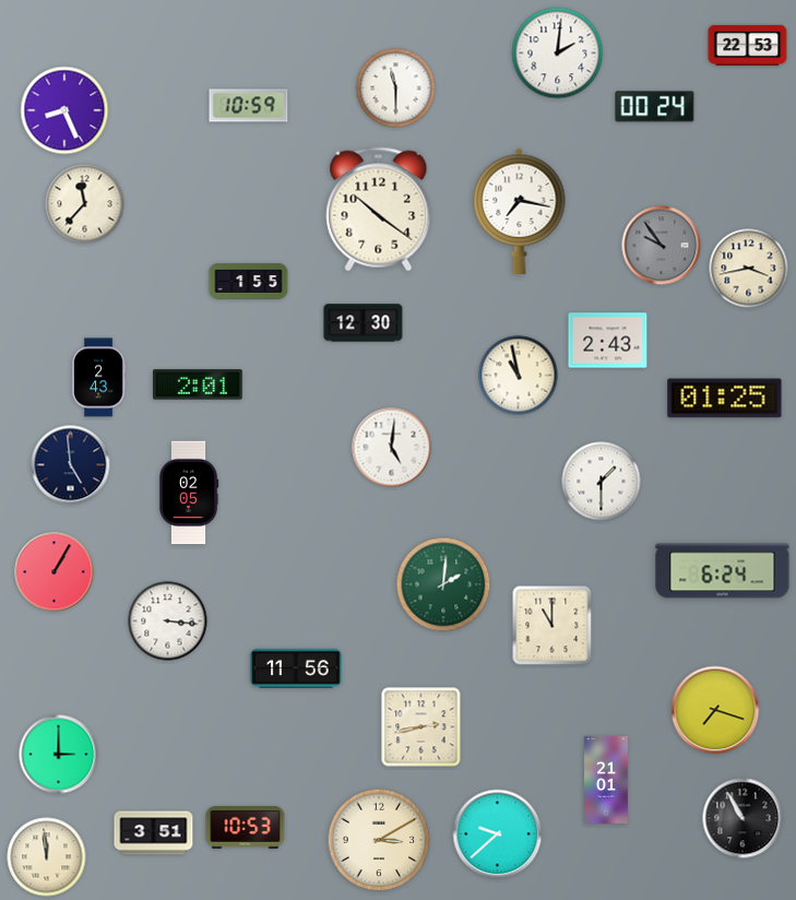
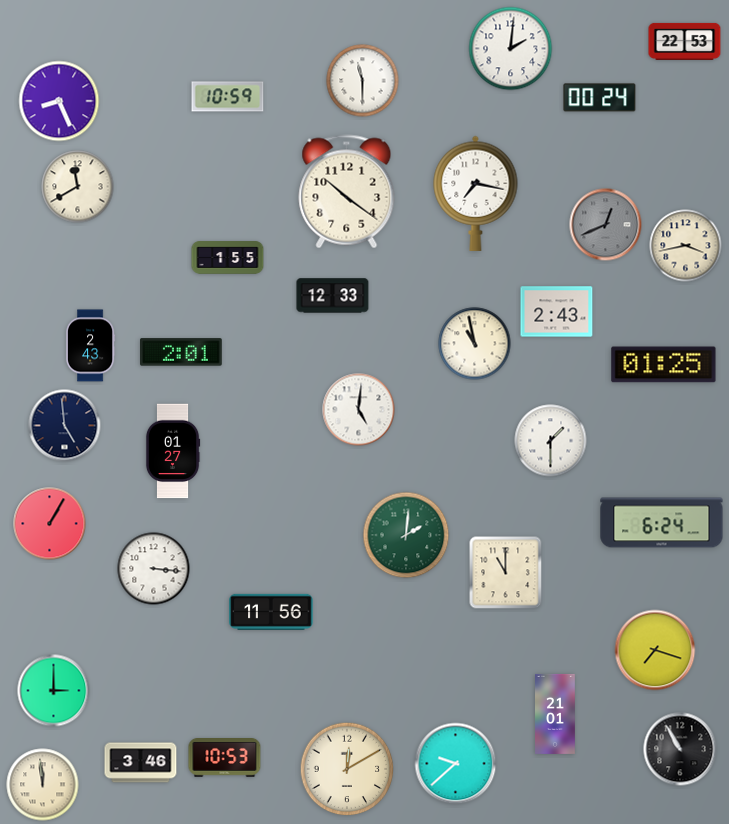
clock at (85, 204): 11:37 -> 11:40
clock at (662, 246): 9:54 -> 12:41
clock at (364, 323): 12:30 -> 12:33
clock at (189, 493): 02:05 -> 01:27
clock at (421, 727): 2:43 -> none
clock at (154, 833): 3:51 -> 3:46
clock at (379, 840): 3:10 -> 12:10
